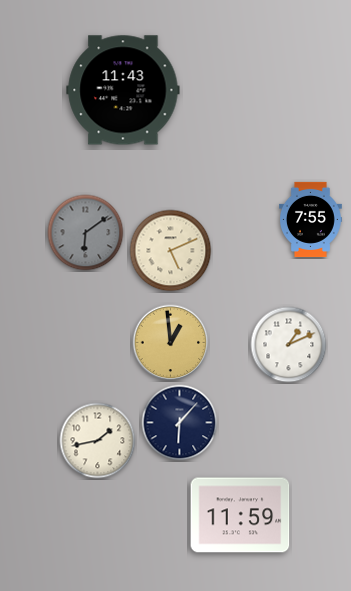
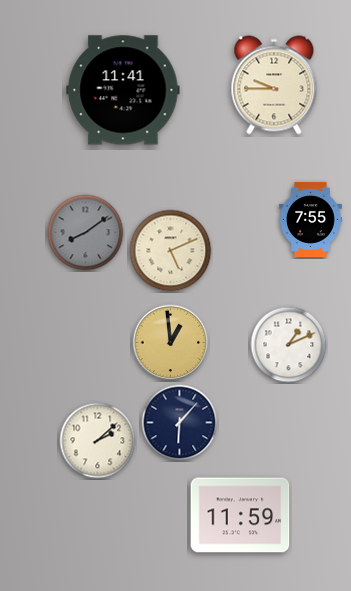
clock at (274, 85): none -> 9:45
clock at (123, 90): 11:43 -> 11:41
clock at (86, 233): 6:09 -> 8:09
clock at (98, 441): 1:43 -> 2:08
